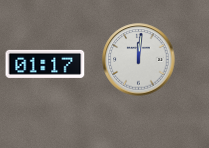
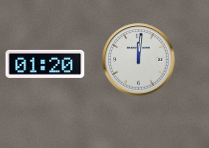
clock at (45, 64): 01:17 -> 01:20
